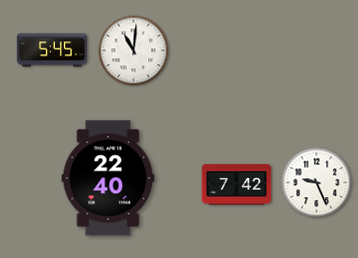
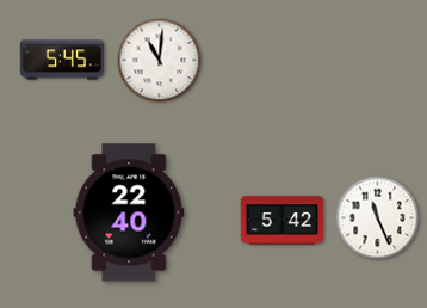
clock at (317, 183): 9:26 -> 11:26
clock at (237, 185): 7:42 -> 5:42
